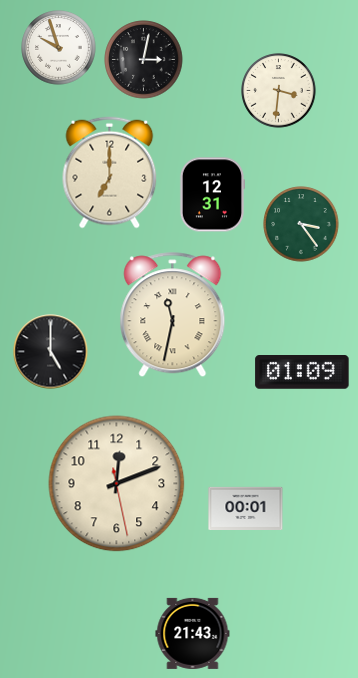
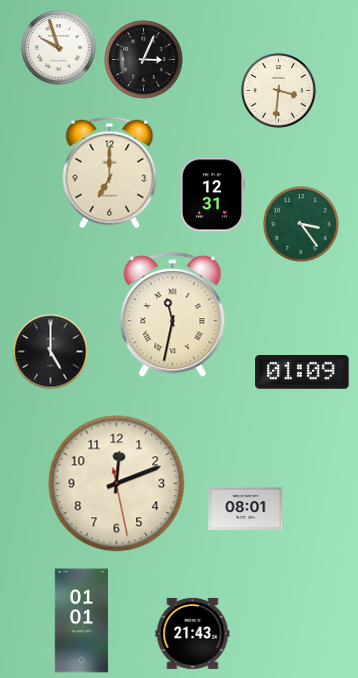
clock at (144, 60): 3:02 -> 3:04
clock at (246, 508): 00:01 -> 08:01
clock at (82, 621): none -> 01:01
